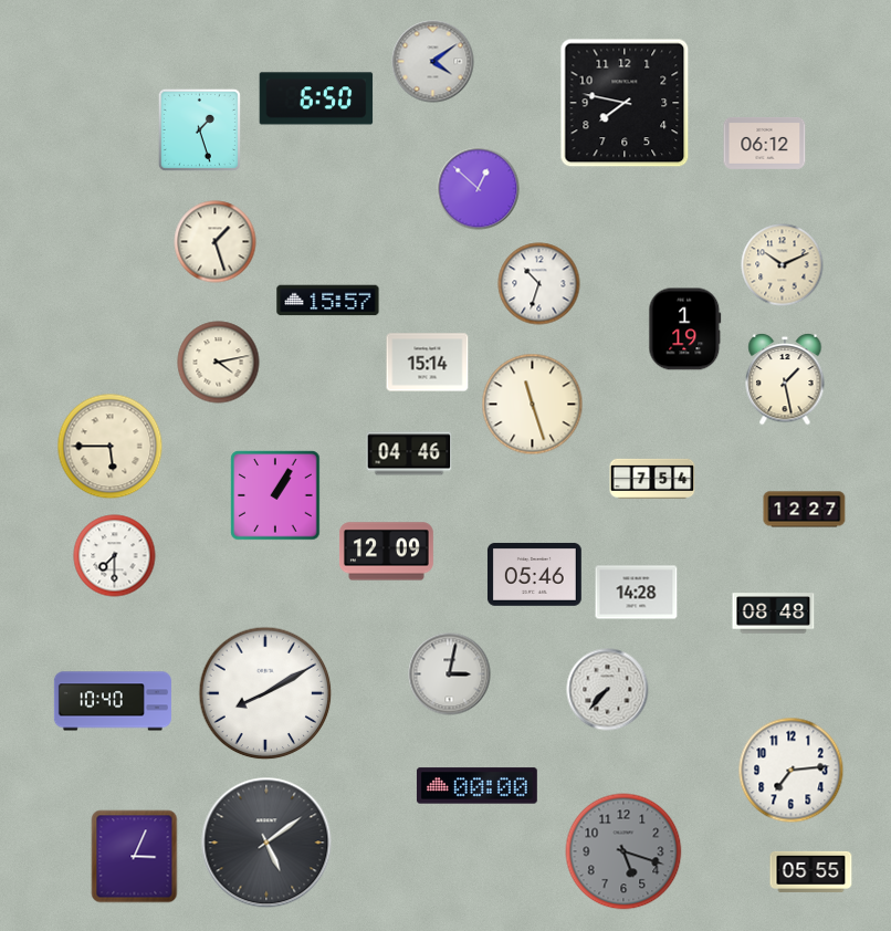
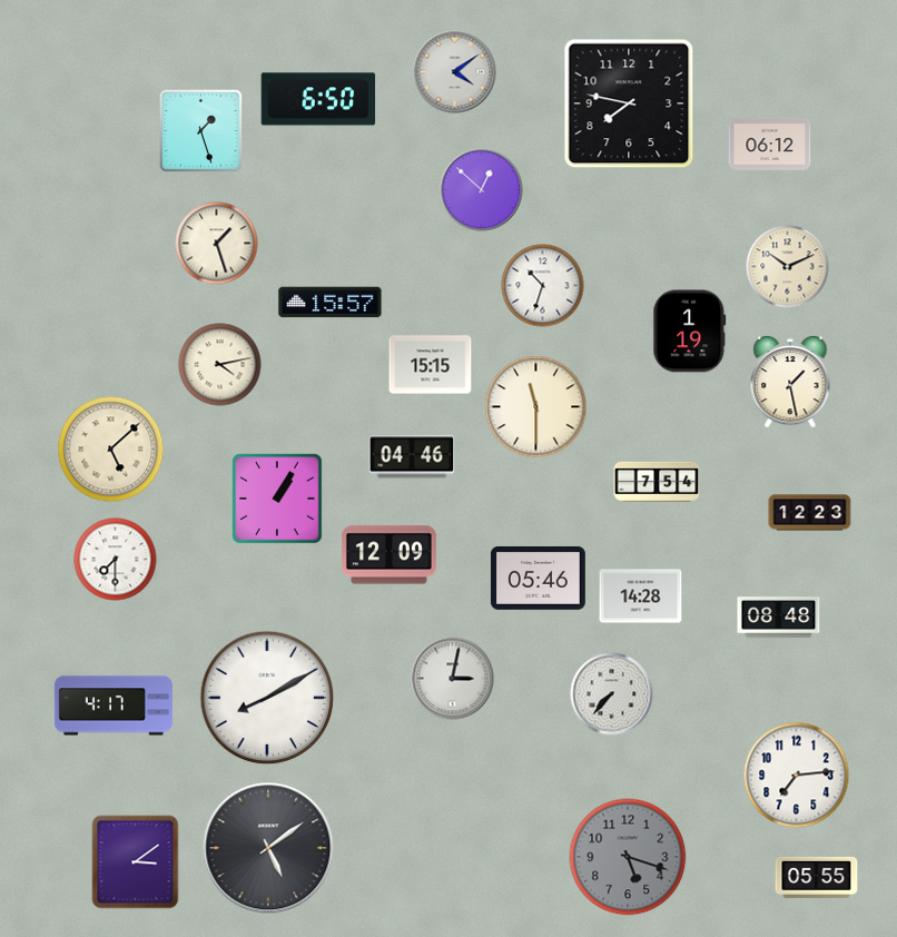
clock at (433, 62) position: (433, 62) -> (455, 72)
clock at (428, 363): 15:14 -> 15:15
clock at (533, 405): 11:27 -> 11:30
clock at (111, 447): 5:45 -> 5:08
clock at (805, 510): 12:27 -> 12:23
clock at (113, 701): 10:40 -> 4:17
clock at (476, 786): 00:00 -> none
clock at (135, 857): 3:04 -> 3:09
